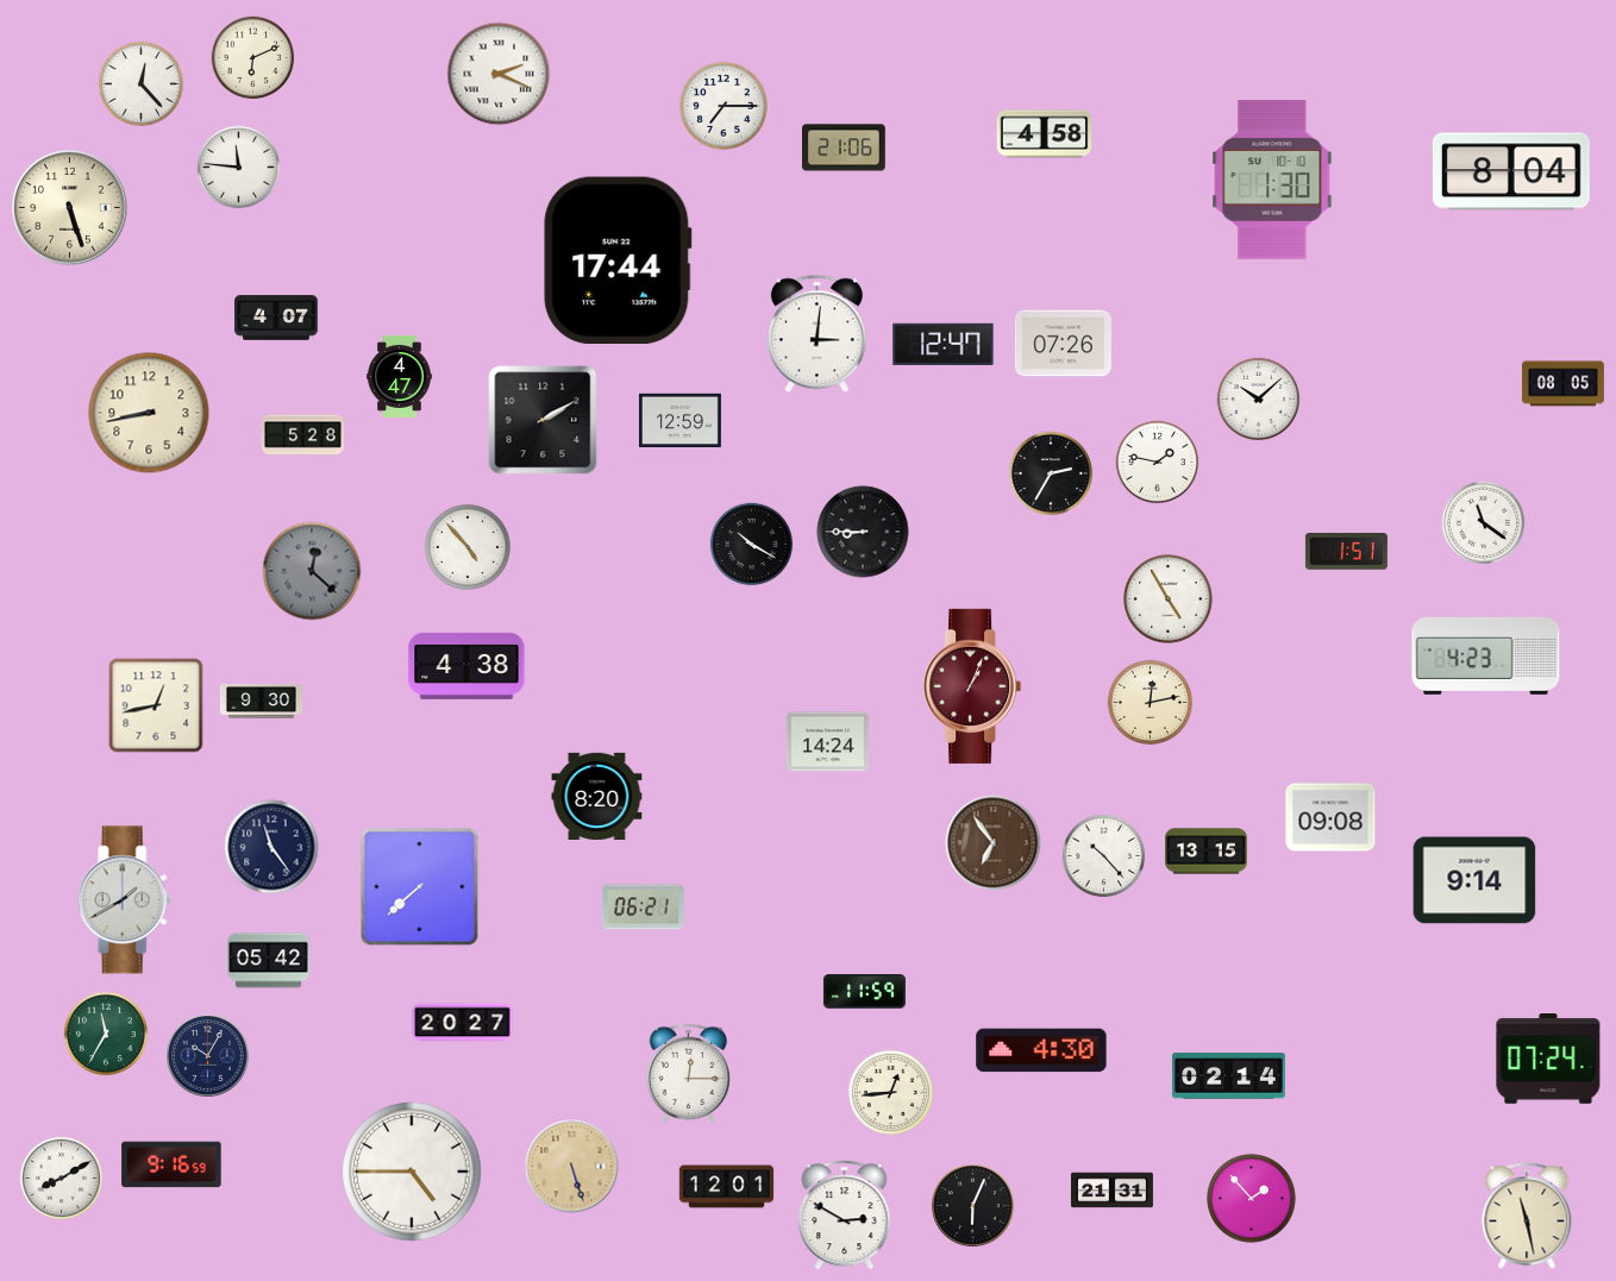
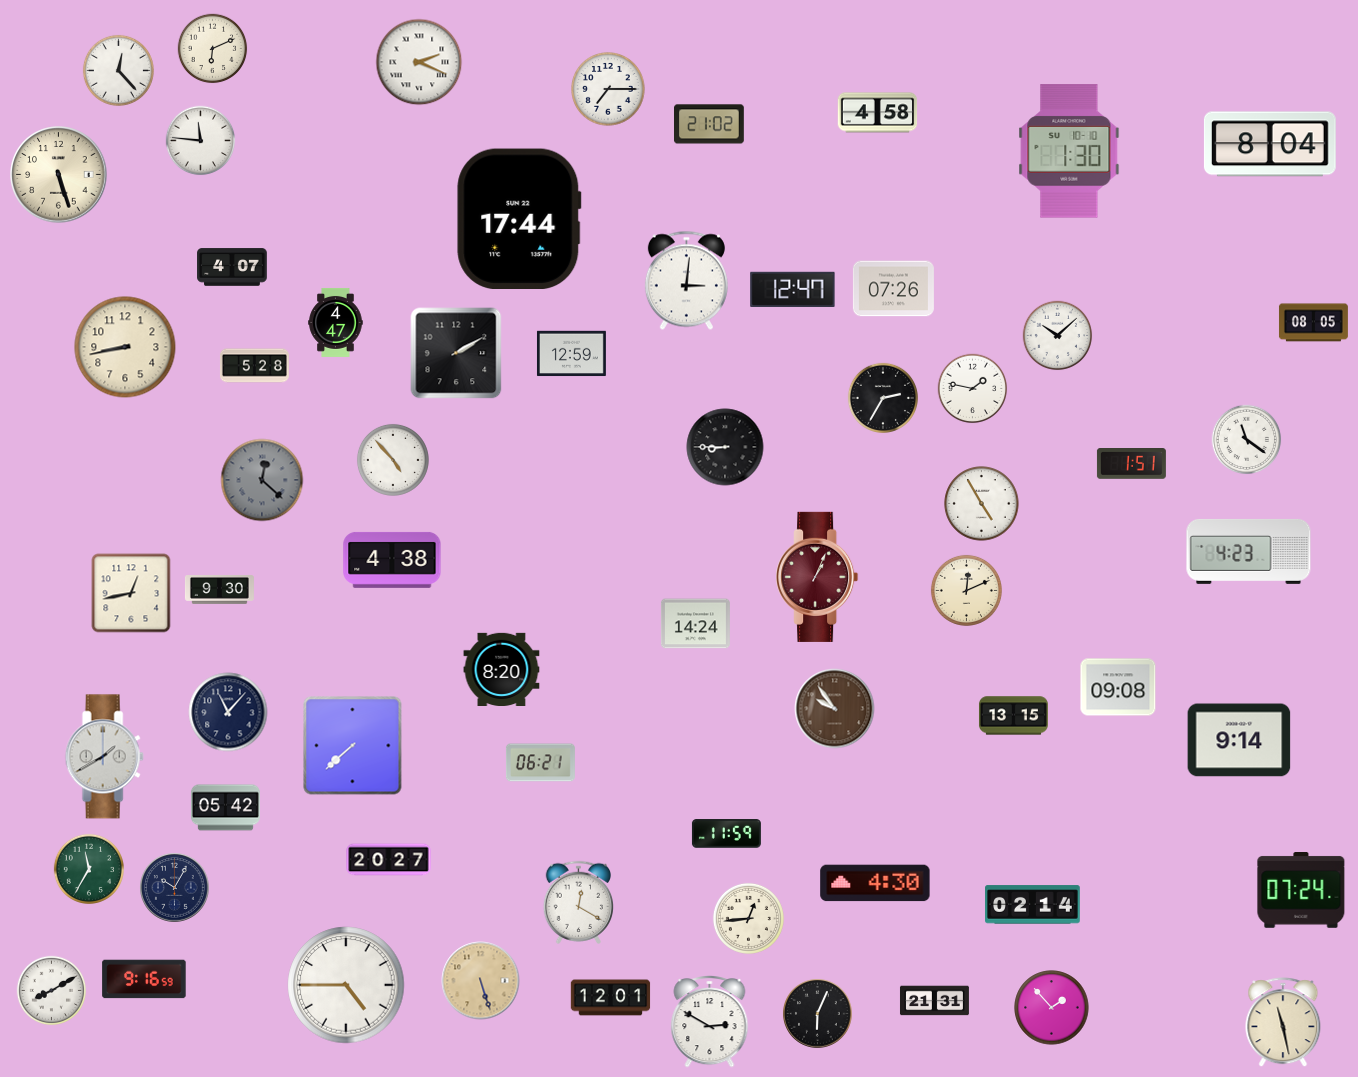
clock at (844, 147): 21:06 -> 21:02
clock at (400, 376) position: (400, 376) -> (336, 322)
clock at (752, 545): 10:20 -> none
clock at (1150, 702): 12:13 -> 12:11
clock at (994, 843): 6:54 -> 9:54
clock at (271, 847): 11:24 -> 11:07
clock at (1104, 856): 10:23 -> none
clock at (689, 1073): 12:15 -> 12:20
